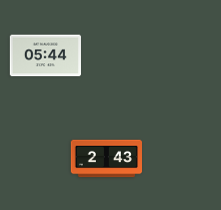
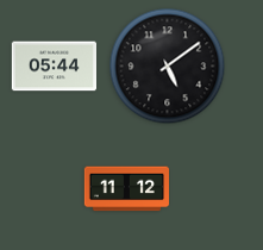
clock at (168, 67): none -> 5:09
clock at (106, 159): 2:43 -> 11:12
